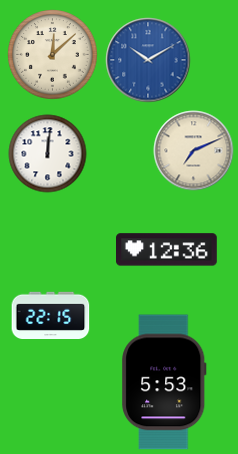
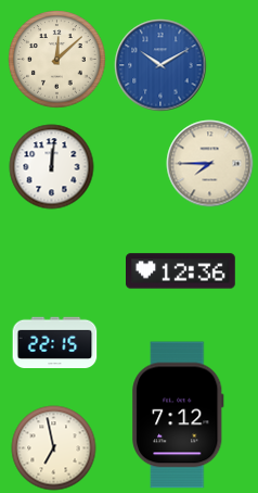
clock at (193, 150): 7:11 -> 7:45
clock at (164, 382): 5:53 -> 7:12
clock at (53, 447): none -> 6:58
